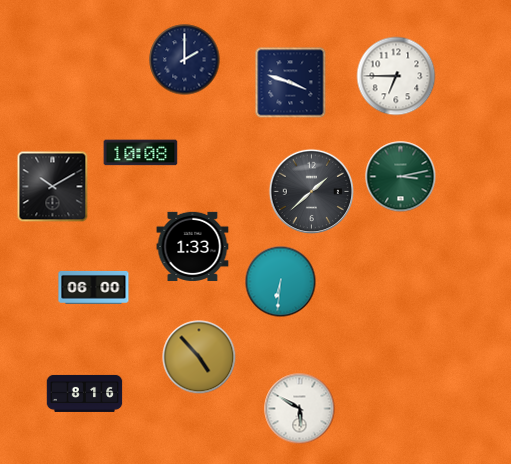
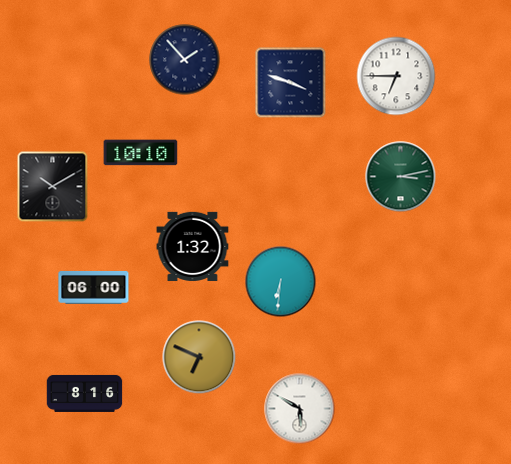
clock at (185, 60): 2:00 -> 1:53
clock at (141, 153): 10:08 -> 10:10
clock at (312, 192): 1:38 -> none
clock at (193, 246): 1:33 -> 1:32
clock at (199, 357): 4:53 -> 6:49
